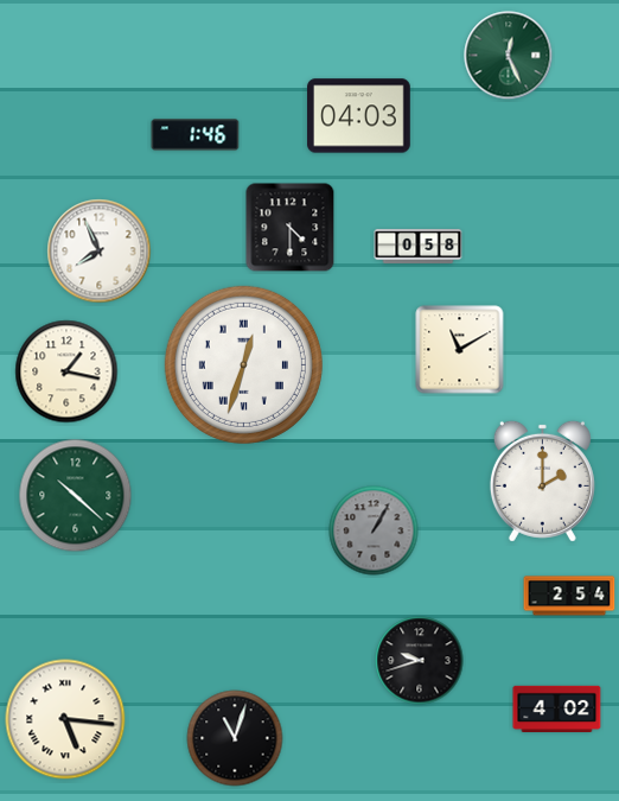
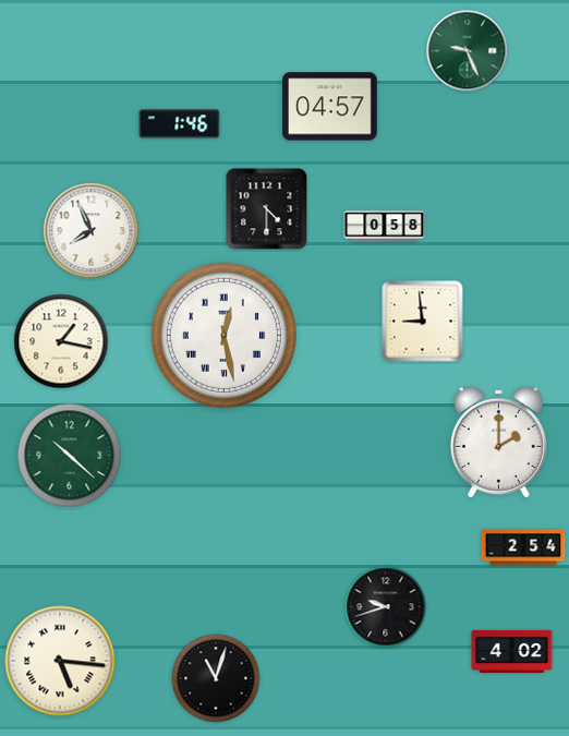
clock at (509, 56): 12:26 -> 9:26
clock at (359, 116): 04:03 -> 04:57
clock at (460, 350): 11:10 -> 8:59
clock at (243, 364): 12:33 -> 12:28
clock at (374, 530): 1:05 -> none
